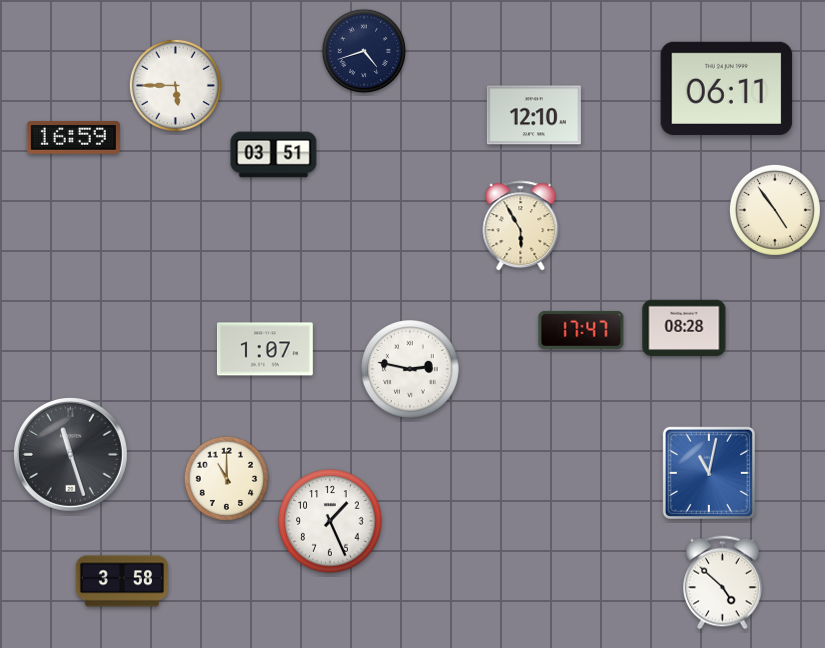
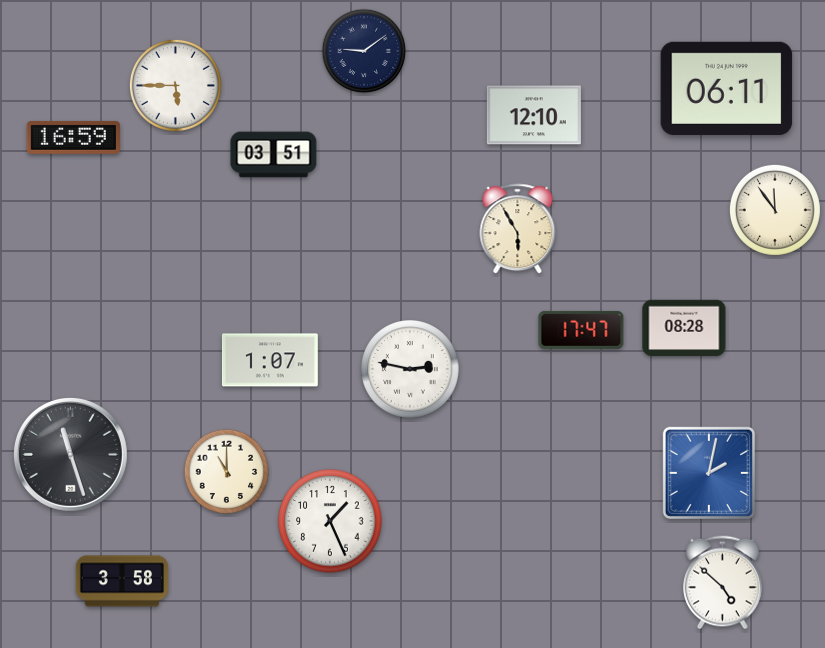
clock at (364, 51): 4:42 -> 9:09
clock at (775, 210): 4:54 -> 11:54
clock at (521, 226) position: (521, 226) -> (518, 229)
clock at (265, 349) position: (265, 349) -> (270, 360)
clock at (709, 473): 11:02 -> 2:02
clock at (227, 479) position: (227, 479) -> (227, 472)
